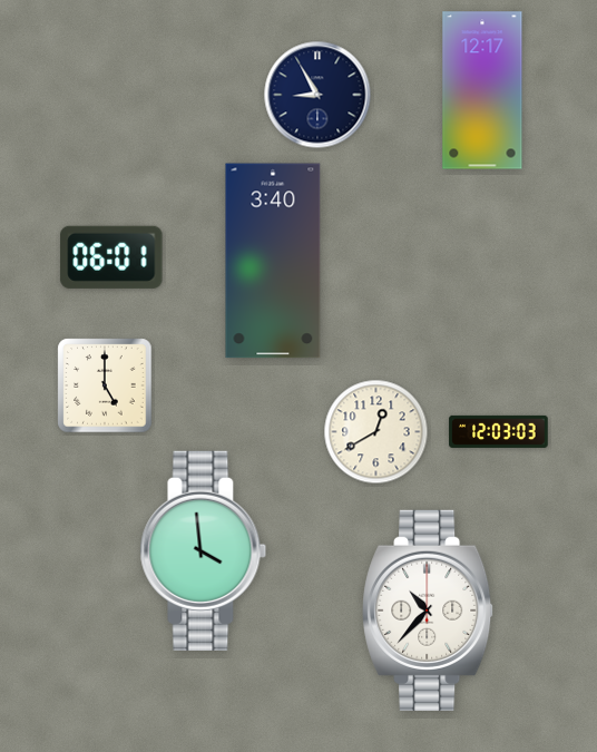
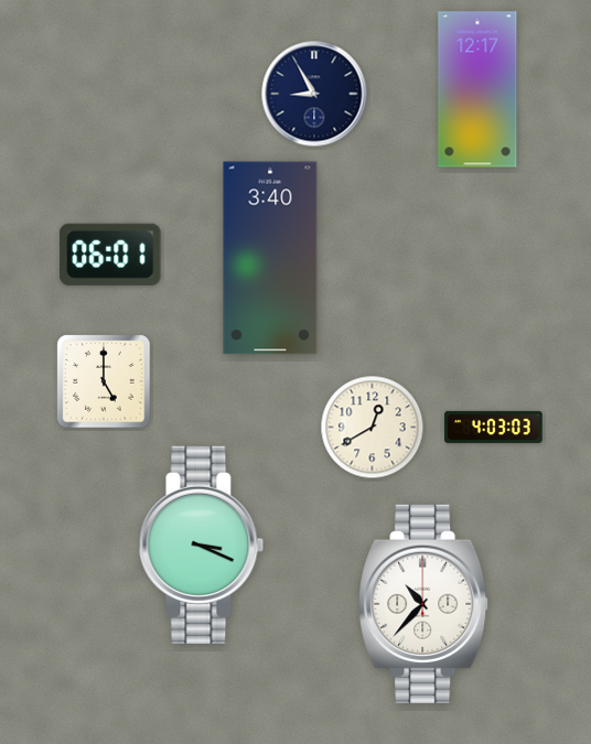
clock at (499, 431): 12:03 -> 4:03
clock at (204, 550): 3:59 -> 3:19
